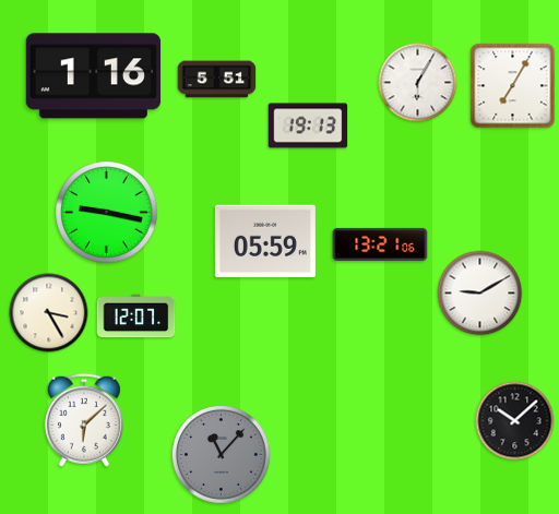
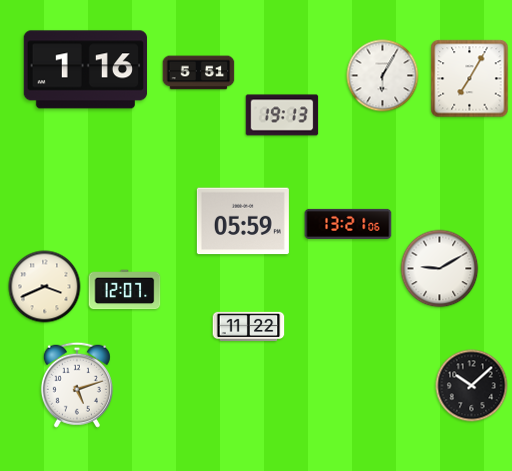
clock at (107, 213): 9:17 -> none
clock at (49, 313): 3:25 -> 3:41
clock at (249, 326): none -> 11:22
clock at (84, 420): 6:08 -> 5:12
clock at (221, 454): 11:07 -> none
